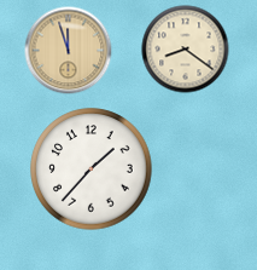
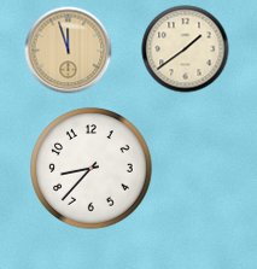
clock at (186, 50): 8:21 -> 1:39
clock at (92, 170): 1:37 -> 8:37
